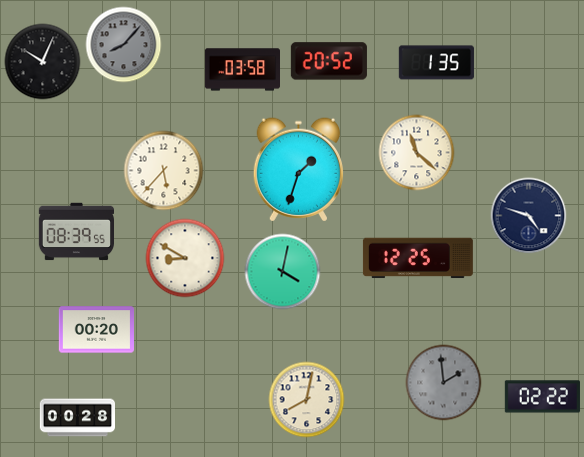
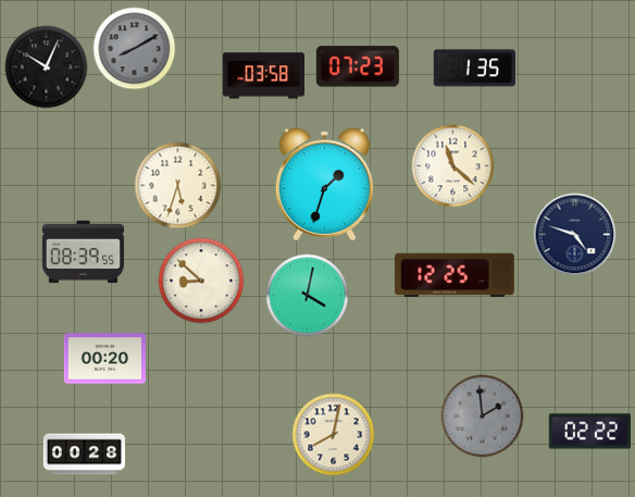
clock at (124, 45): 8:07 -> 8:10
clock at (329, 61): 20:52 -> 07:23
clock at (164, 171): 5:37 -> 5:33
clock at (185, 258): 8:50 -> 8:52
clock at (418, 258) position: (418, 258) -> (455, 275)
